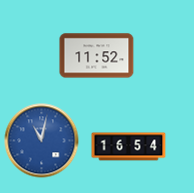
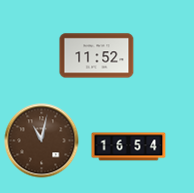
clock at (42, 141) dial: blue -> brown
